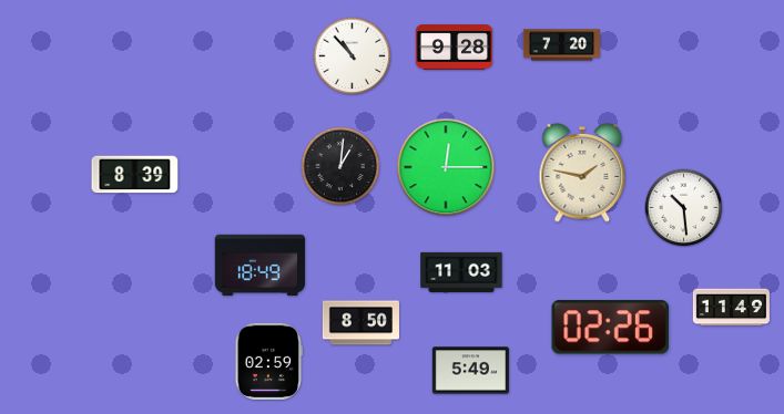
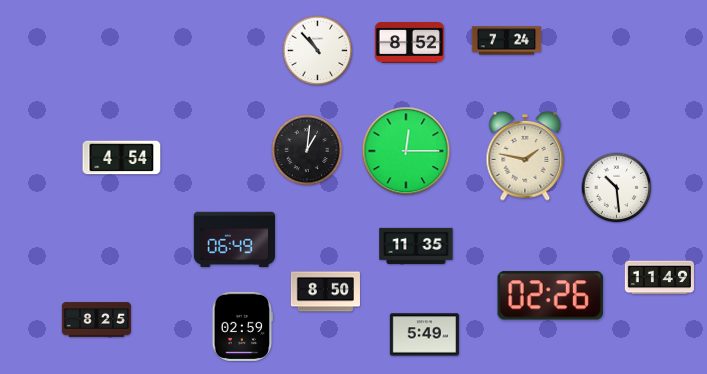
clock at (561, 45): 7:20 -> 7:24
clock at (454, 48): 9:28 -> 8:52
clock at (446, 167) position: (446, 167) -> (406, 151)
clock at (135, 175): 8:39 -> 4:54
clock at (261, 265): 18:49 -> 06:49
clock at (461, 272): 11:03 -> 11:35
clock at (96, 320): none -> 8:25
